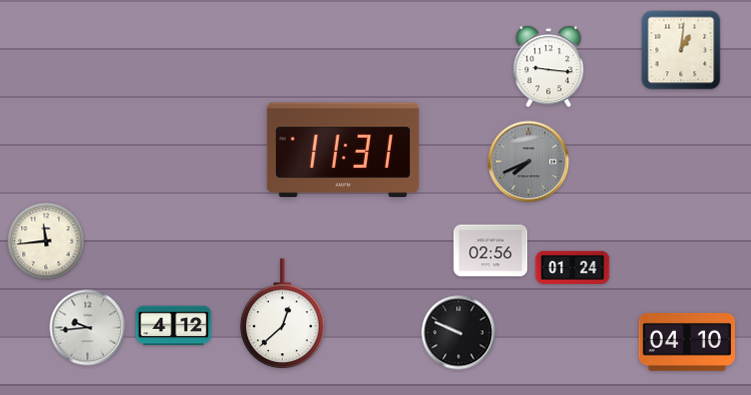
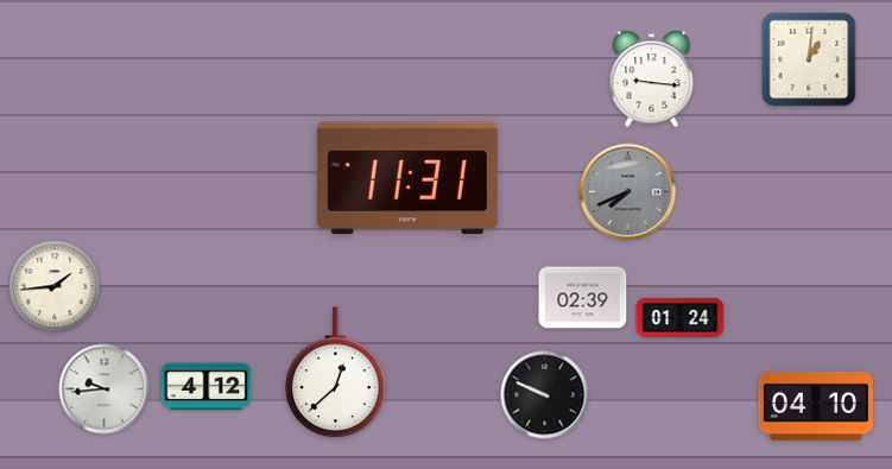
clock at (46, 241): 11:44 -> 1:44
clock at (491, 251): 02:56 -> 02:39
